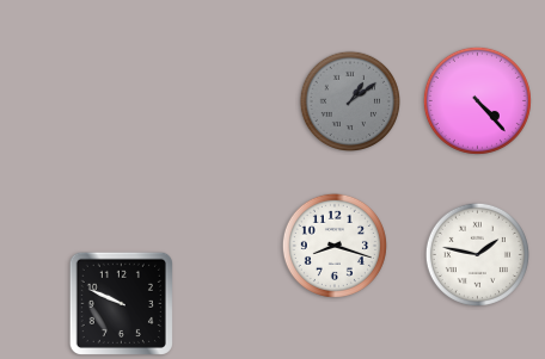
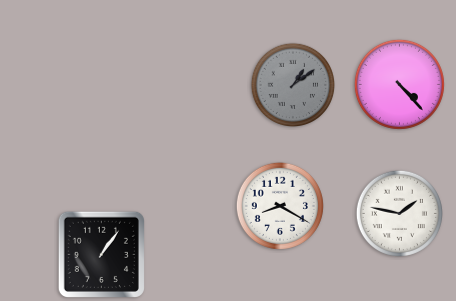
clock at (335, 246): 8:18 -> 8:20
clock at (121, 303): 9:49 -> 1:06
